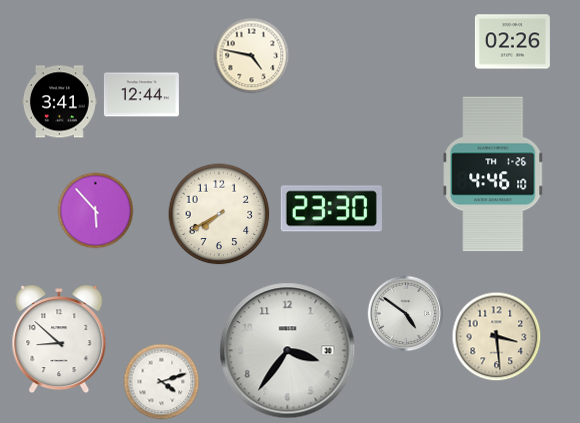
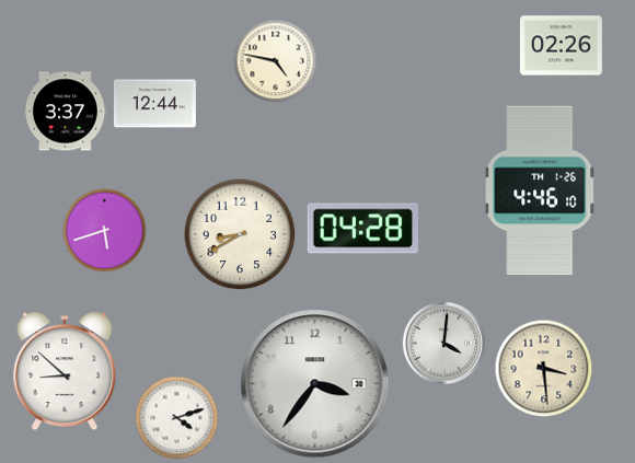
clock at (59, 102): 3:41 -> 3:37
clock at (331, 209): 23:30 -> 04:28
clock at (96, 211): 5:53 -> 5:42
clock at (219, 214): 7:40 -> 8:40
clock at (406, 314): 4:51 -> 4:01
